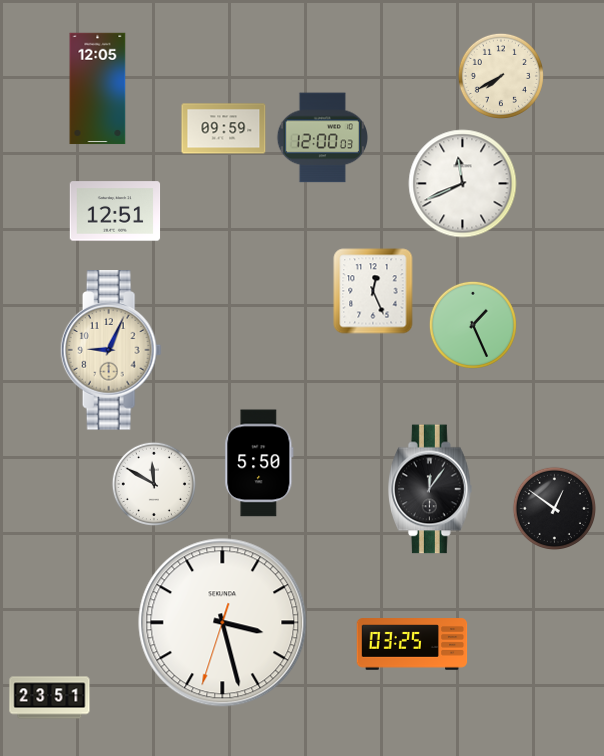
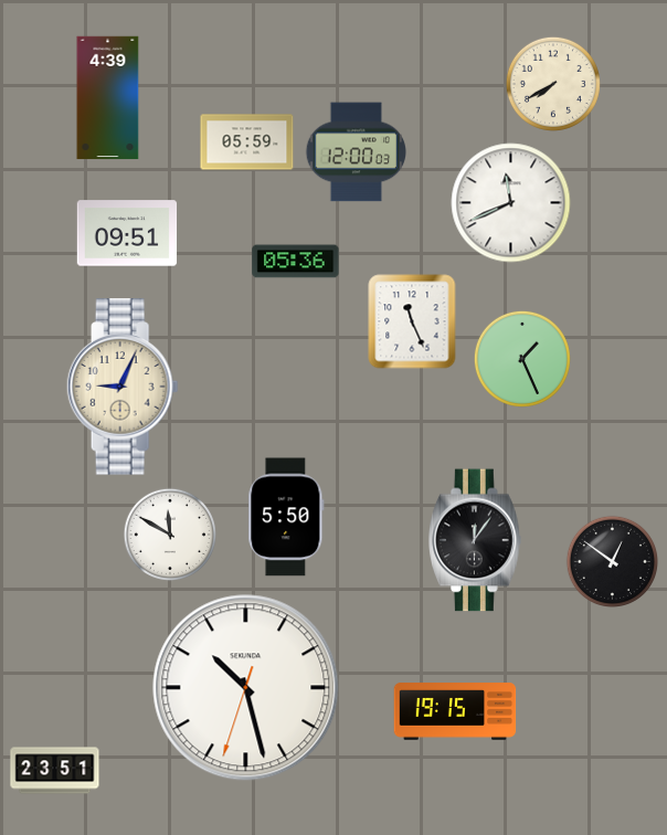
clock at (98, 89): 12:05 -> 4:39
clock at (224, 129): 09:59 -> 05:59
clock at (115, 211): 12:51 -> 09:51
clock at (296, 262): none -> 05:36
clock at (373, 291): 12:26 -> 11:26
clock at (259, 463) position: (259, 463) -> (286, 517)
clock at (223, 623): 3:27 -> 10:27
clock at (412, 644): 03:25 -> 19:15
